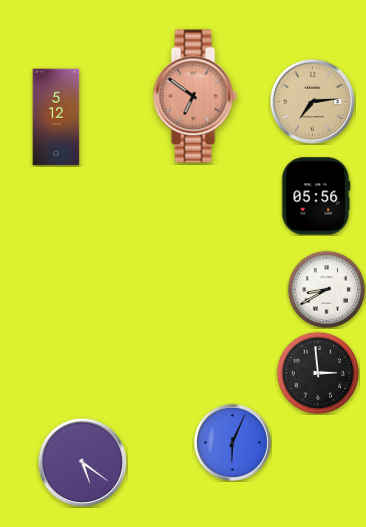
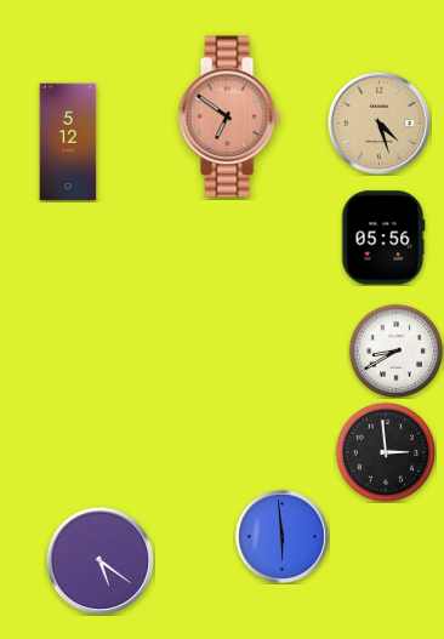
clock at (195, 96) position: (195, 96) -> (229, 116)
clock at (312, 101): 7:14 -> 4:27
clock at (232, 442): 6:04 -> 5:59
